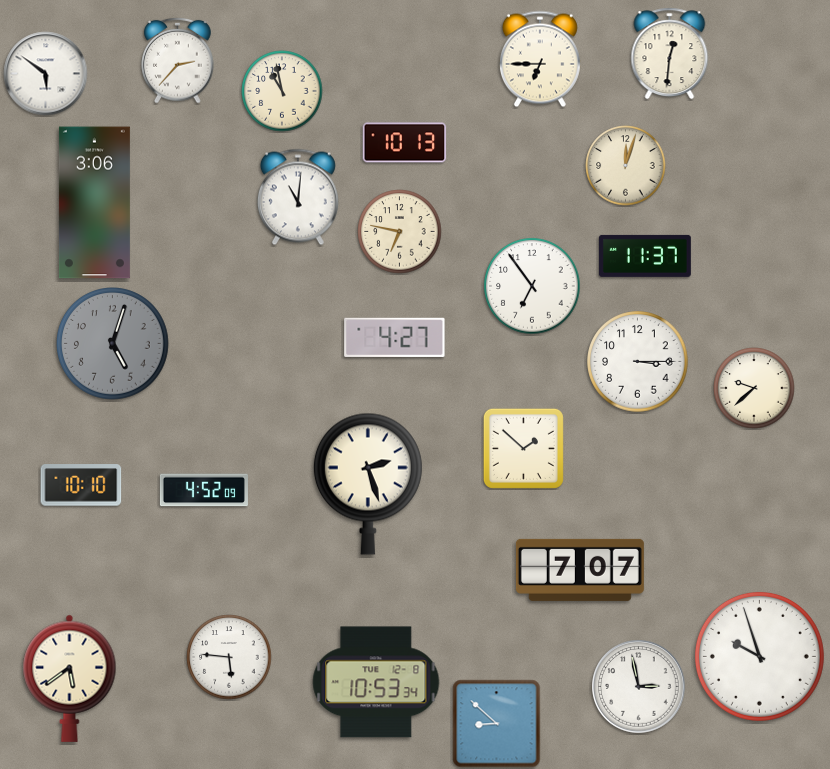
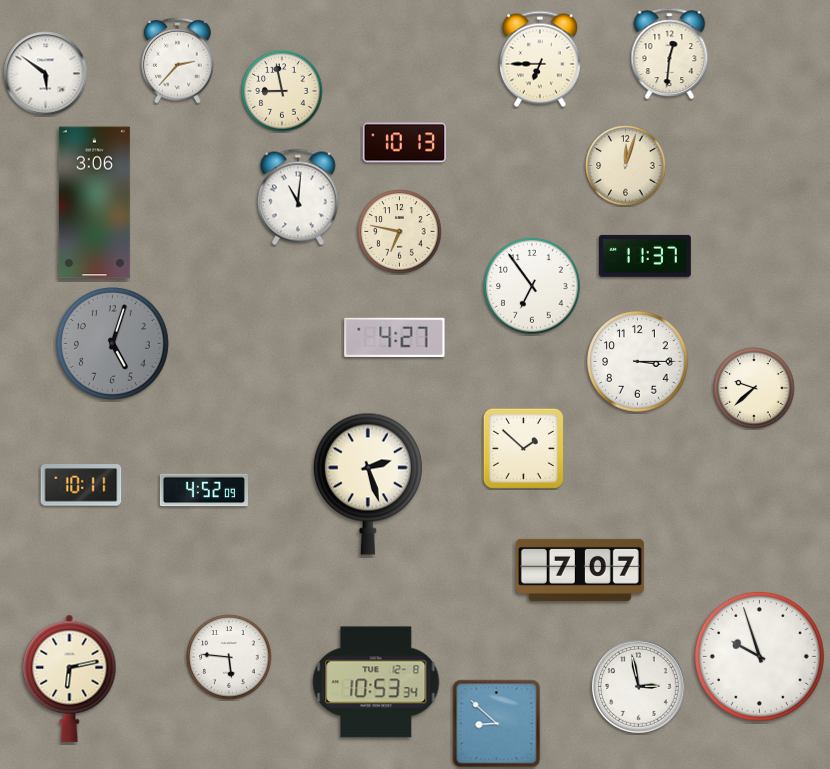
clock at (282, 91): 10:58 -> 8:58
clock at (81, 485): 10:10 -> 10:11
clock at (70, 678): 5:39 -> 6:13
